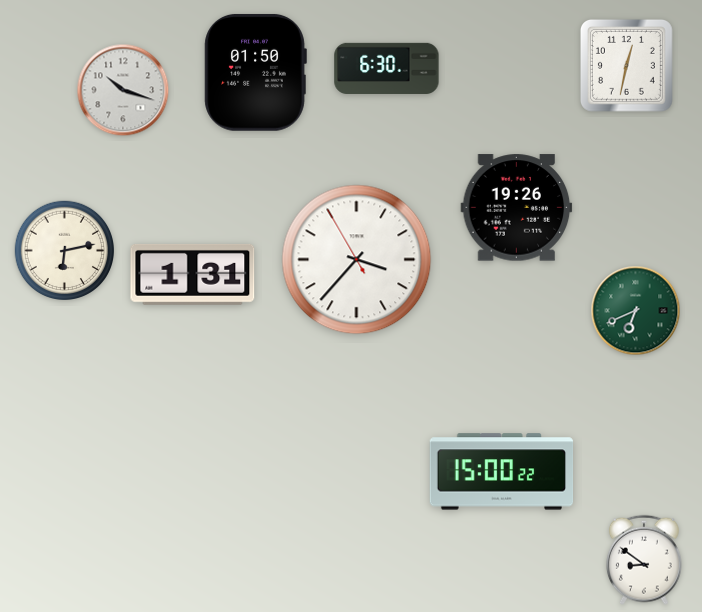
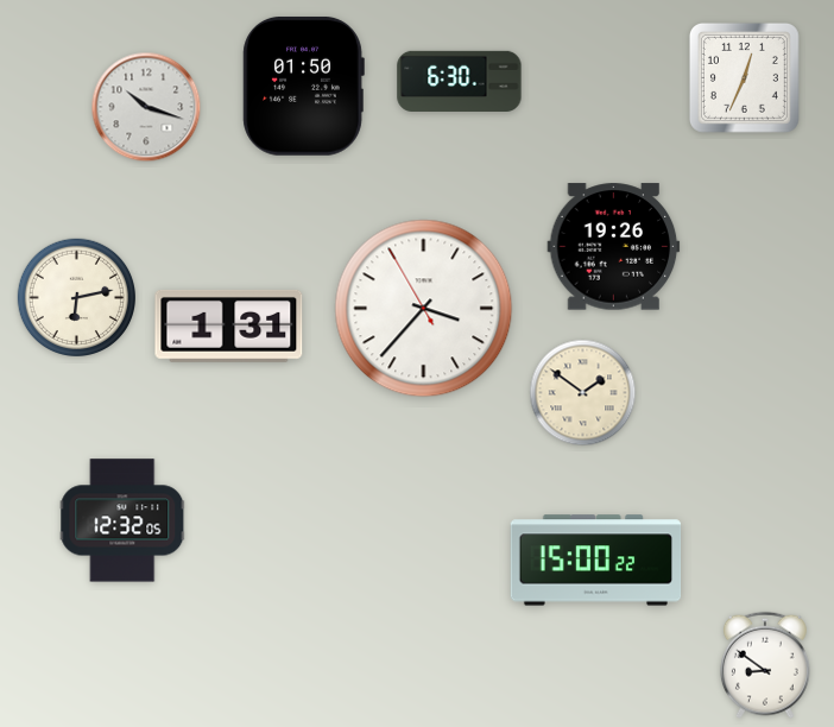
clock at (626, 65): 12:32 -> 12:34
clock at (636, 311): 6:41 -> none
clock at (583, 393): none -> 1:51
clock at (122, 520): none -> 12:32
